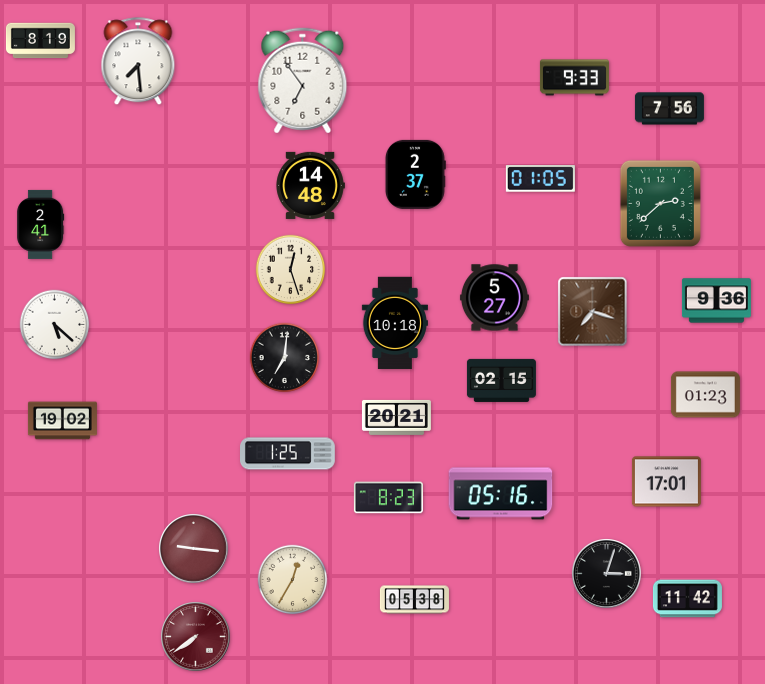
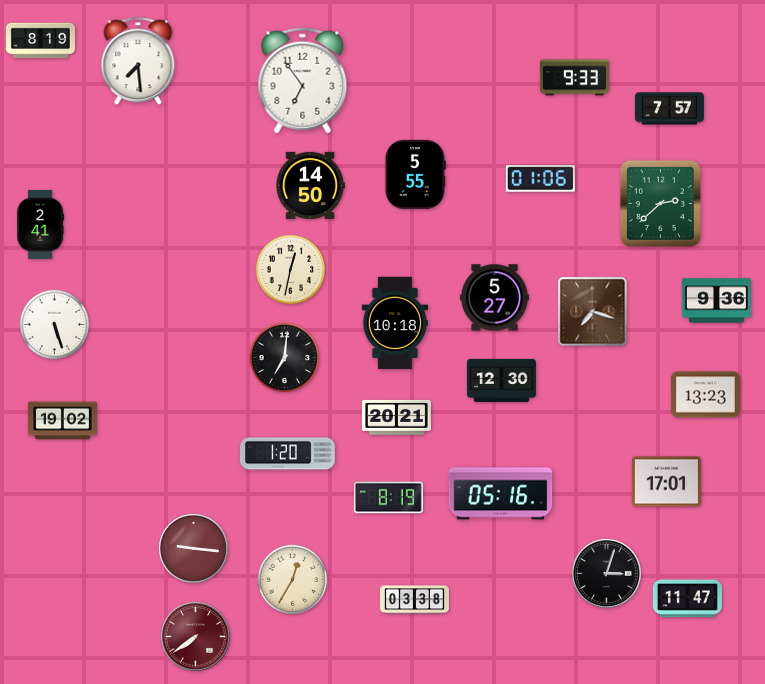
clock at (669, 109): 7:56 -> 7:57
clock at (415, 174): 2:37 -> 5:55
clock at (540, 179): 01:05 -> 01:06
clock at (310, 185): 14:48 -> 14:50
clock at (291, 270): 12:27 -> 12:32
clock at (55, 325): 5:22 -> 5:27
clock at (501, 380): 02:15 -> 12:30
clock at (705, 395): 01:23 -> 13:23
clock at (288, 454): 1:25 -> 1:20
clock at (388, 498): 8:23 -> 8:19
clock at (687, 599): 11:42 -> 11:47
clock at (414, 600): 05:38 -> 03:38
